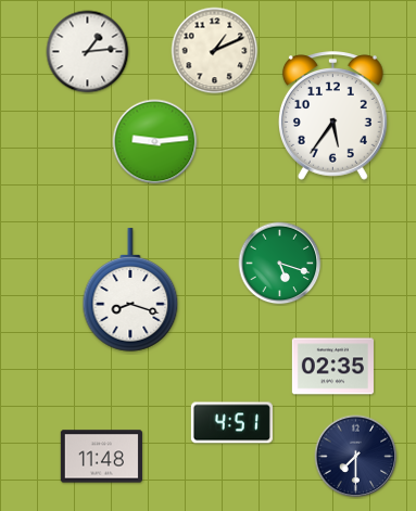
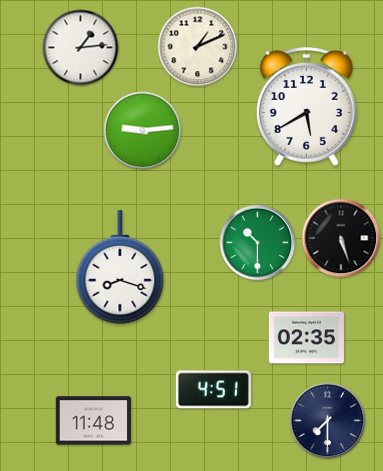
clock at (332, 116): 5:36 -> 5:40
clock at (341, 238): none -> 5:27
clock at (280, 264): 5:18 -> 10:30
